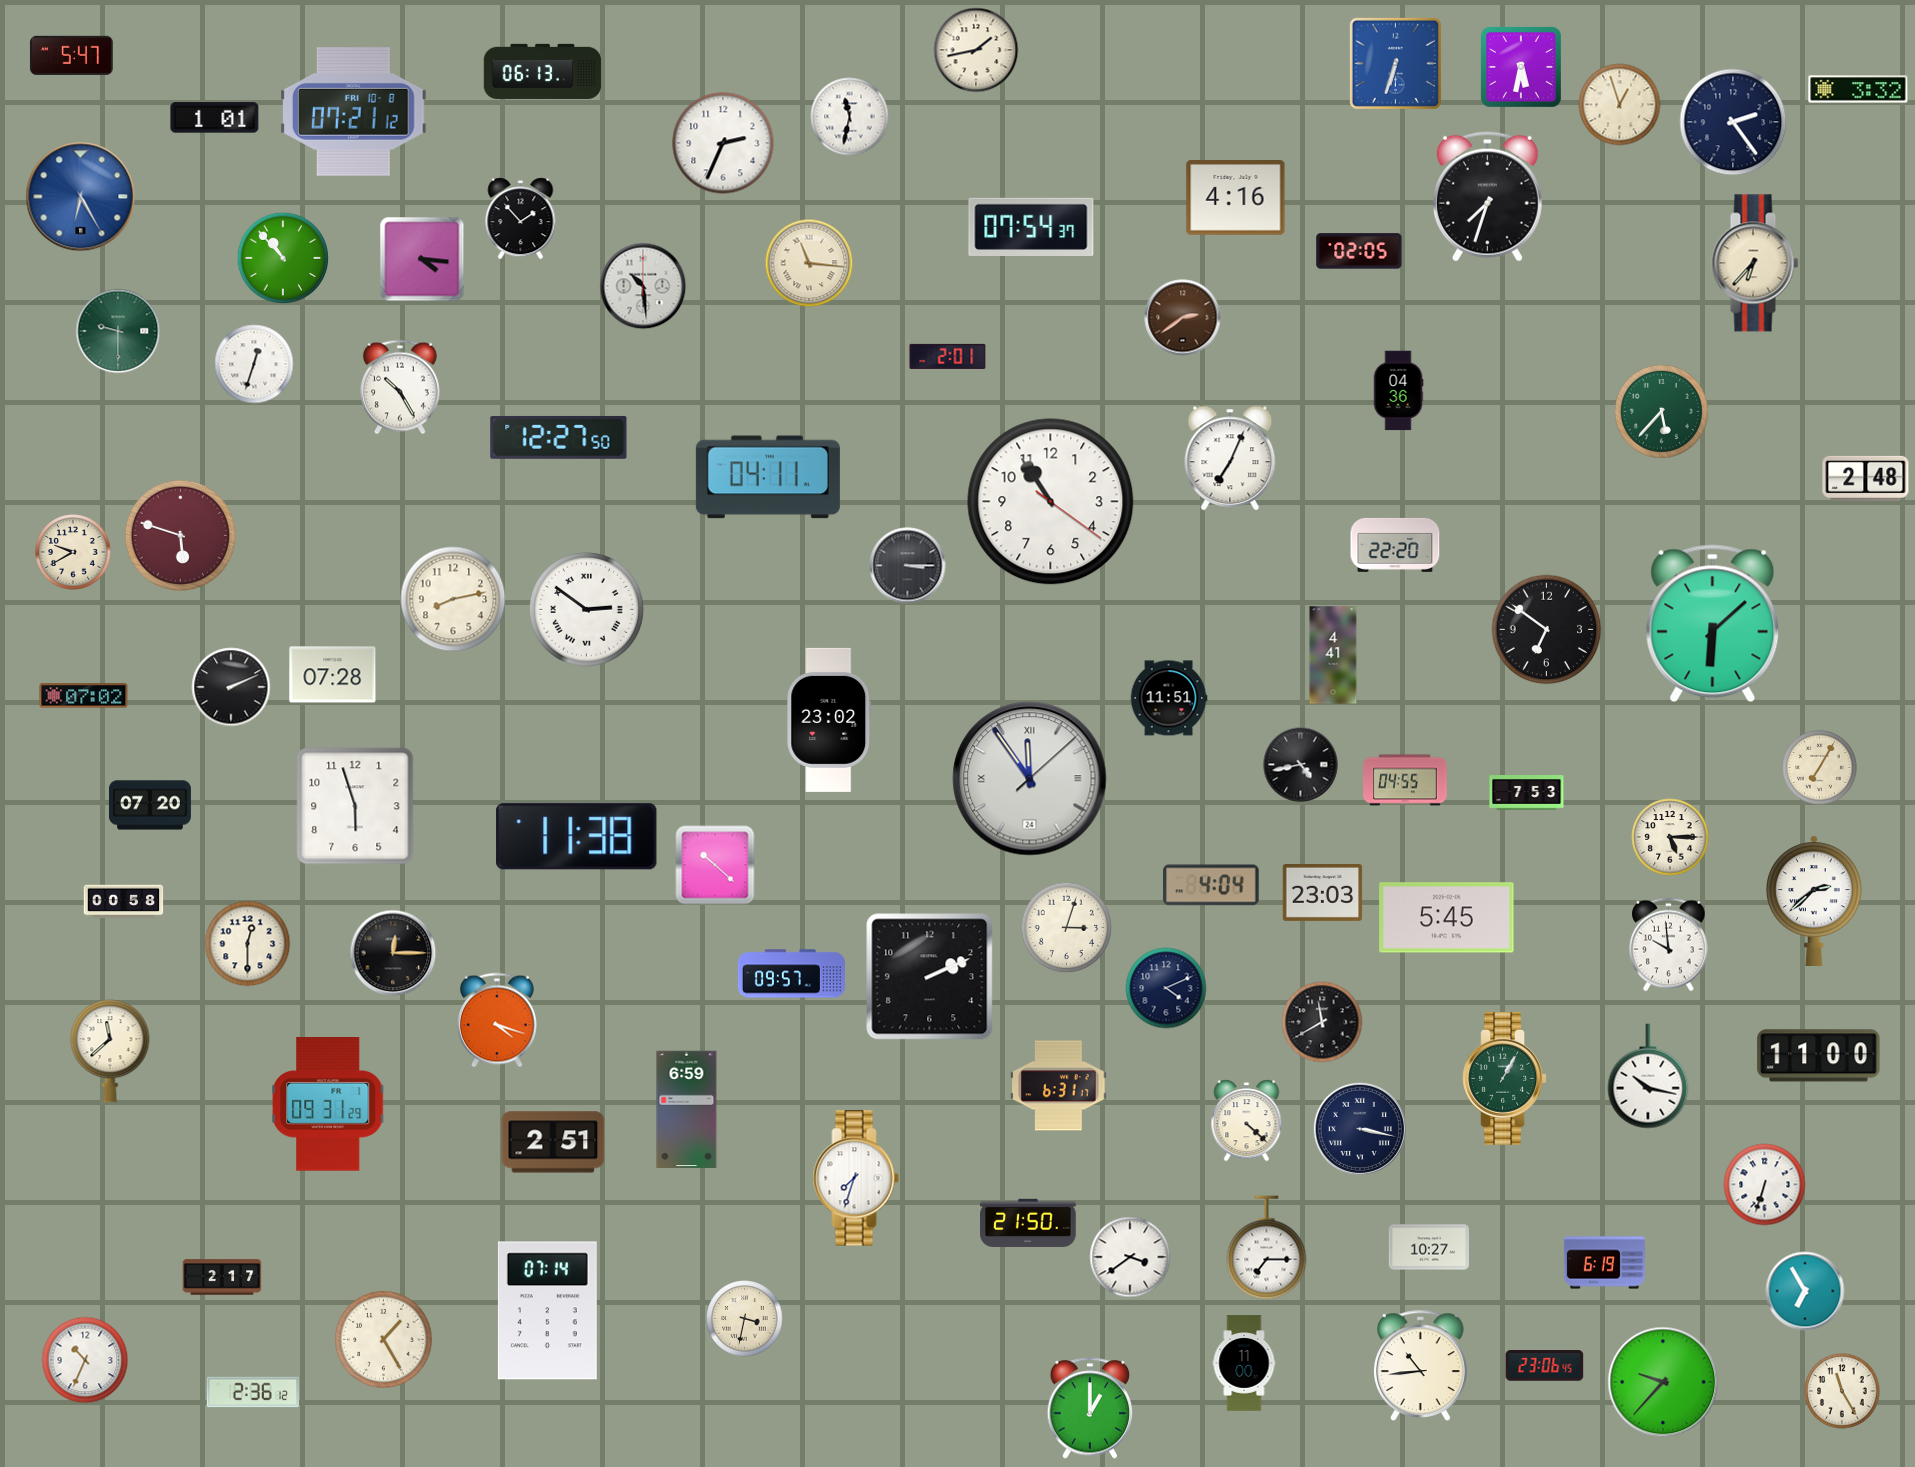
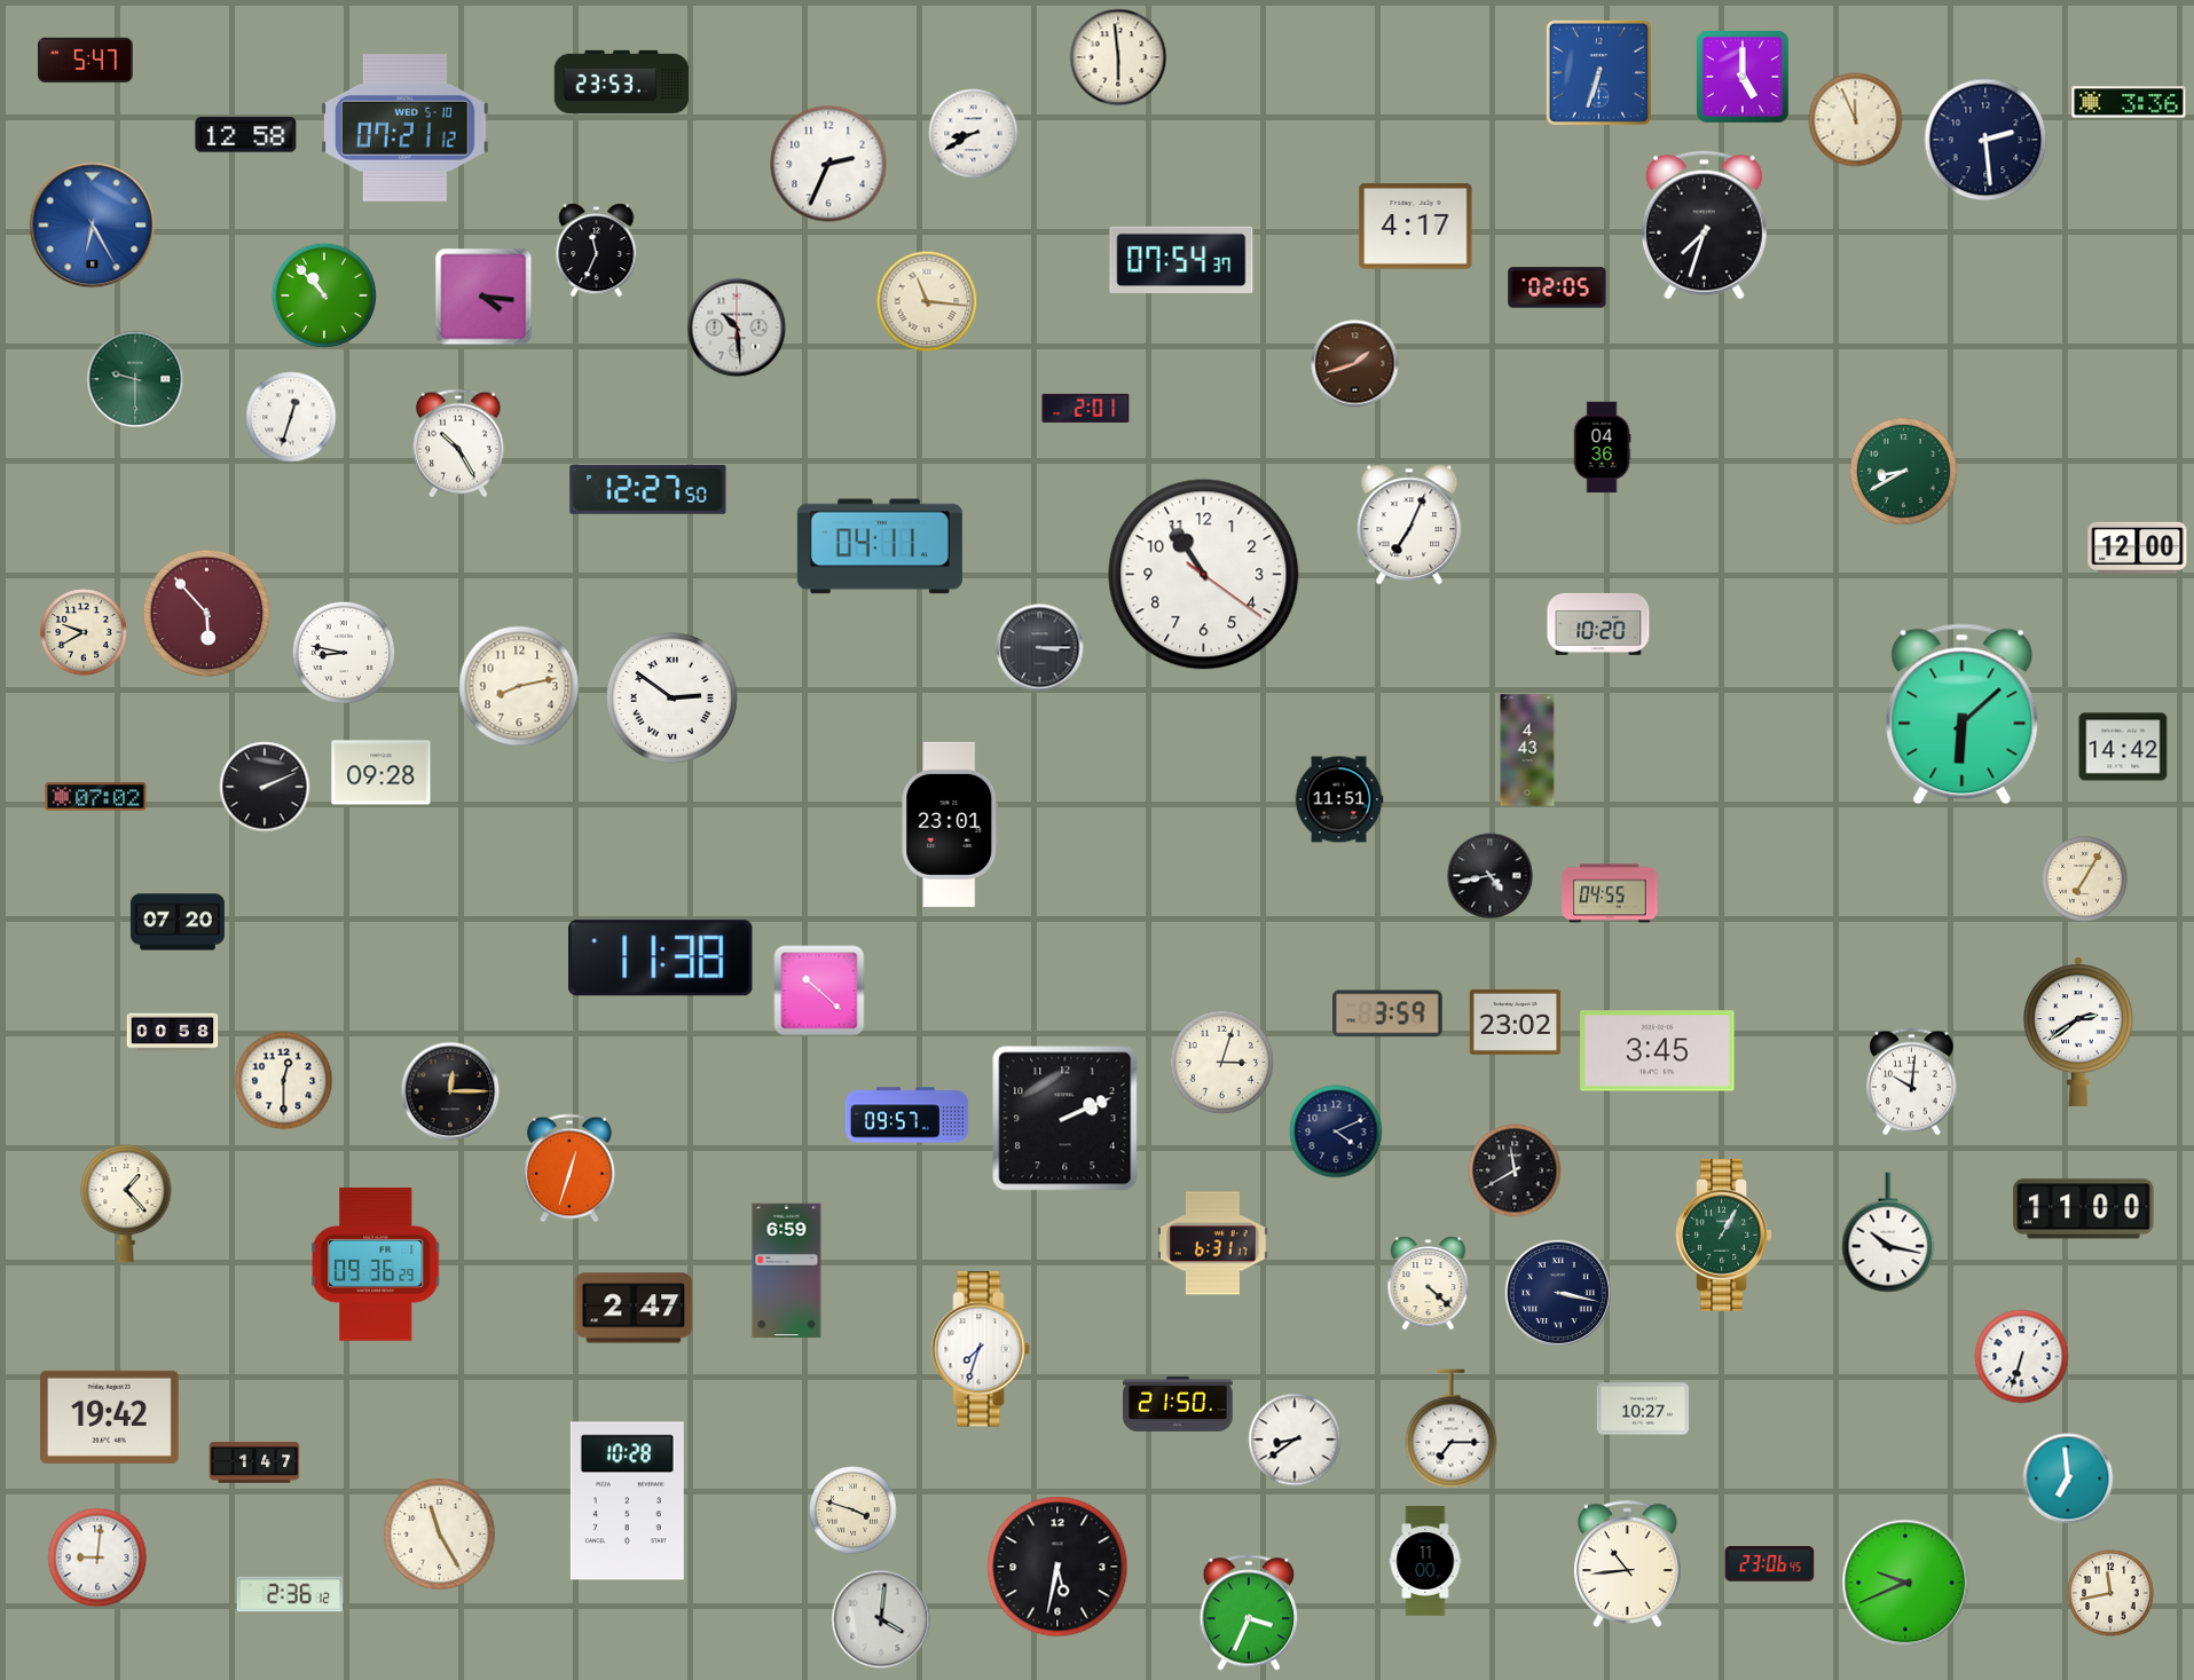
clock at (976, 50): 1:43 -> 5:59
clock at (71, 55) position: (71, 55) -> (85, 60)
clock at (1521, 67): 5:32 -> 5:00
clock at (543, 71): 06:13 -> 23:53
clock at (1858, 89): 3:32 -> 3:36
clock at (1620, 105): 12:57 -> 11:56
clock at (354, 112) date: FRI 10-8 -> WED 5-10
clock at (850, 117): 11:32 -> 8:40
clock at (215, 118): 1:01 -> 12:58
clock at (1733, 122): 2:24 -> 2:29
clock at (1236, 198): 4:16 -> 4:17
clock at (521, 219): 1:53 -> 11:34
clock at (1755, 263): 6:37 -> none
clock at (1183, 318): 2:39 -> 1:42
clock at (1661, 411): 5:37 -> 8:40
clock at (559, 437) position: (559, 437) -> (648, 489)
clock at (1866, 478): 2:48 -> 12:00
clock at (180, 535): 5:48 -> 5:53
clock at (1395, 545): 22:20 -> 10:20
clock at (344, 653): none -> 8:47
clock at (1547, 630): 6:51 -> none
clock at (2123, 747): none -> 14:42
clock at (1333, 655): 4:41 -> 4:43
clock at (333, 675): 07:28 -> 09:28
clock at (829, 720): 23:02 -> 23:01
clock at (1030, 779): 11:54 -> none
clock at (1527, 793): 7:53 -> none
clock at (150, 805) position: (150, 805) -> (178, 922)
clock at (355, 806): 5:57 -> none
clock at (1670, 837): 5:15 -> none
clock at (1212, 885): 4:04 -> 3:59
clock at (1323, 892): 23:03 -> 23:02
clock at (1814, 901): 2:38 -> 2:39
clock at (124, 902) position: (124, 902) -> (173, 1033)
clock at (1447, 918): 5:45 -> 3:45
clock at (1669, 945): 9:59 -> 10:01
clock at (497, 1020): 4:18 -> 12:33
clock at (110, 1051): 11:38 -> 1:23
clock at (329, 1105): 09:31 -> 09:36
clock at (553, 1142): 2:51 -> 2:47
clock at (1028, 1223) position: (1028, 1223) -> (1178, 1404)
clock at (110, 1417): none -> 19:42
clock at (1428, 1247) position: (1428, 1247) -> (1642, 1409)
clock at (1130, 1257): 3:39 -> 8:39
clock at (1604, 1263): 6:19 -> none
clock at (222, 1277): 2:17 -> 1:47
clock at (1805, 1291): 6:55 -> 6:59
clock at (547, 1311): 07:14 -> 10:28
clock at (745, 1319): 3:32 -> 3:48
clock at (384, 1340): 1:25 -> 11:25
clock at (85, 1360): 10:34 -> 9:01
clock at (1057, 1567): none -> 5:32
clock at (1663, 1382): 9:37 -> 9:41
clock at (1842, 1391): 11:25 -> 11:43
clock at (1090, 1408): 1:00 -> 3:34
clock at (881, 1619): none -> 4:01
